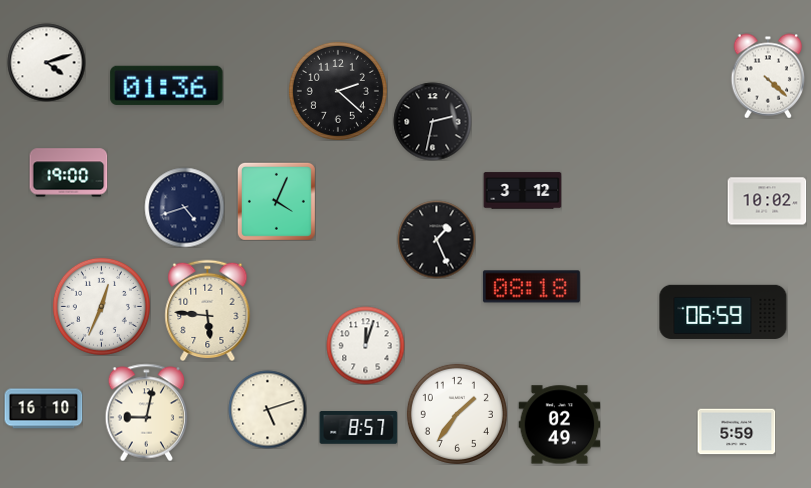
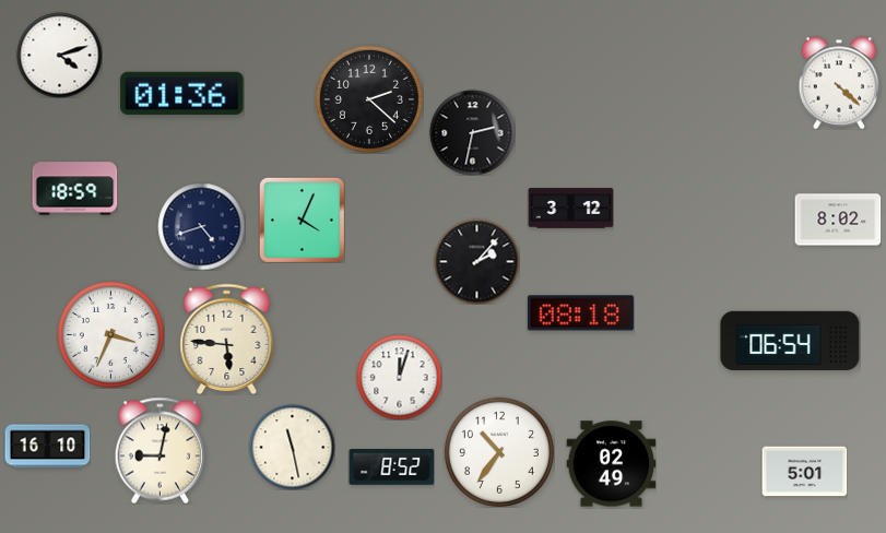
clock at (46, 62) position: (46, 62) -> (59, 55)
clock at (68, 173): 19:00 -> 18:59
clock at (767, 201): 10:02 -> 8:02
clock at (436, 239): 1:26 -> 2:07
clock at (101, 306): 12:34 -> 3:34
clock at (723, 312): 06:59 -> 06:54
clock at (267, 409): 5:12 -> 11:28
clock at (457, 414): 1:36 -> 10:36
clock at (358, 428): 8:57 -> 8:52
clock at (736, 432): 5:59 -> 5:01
